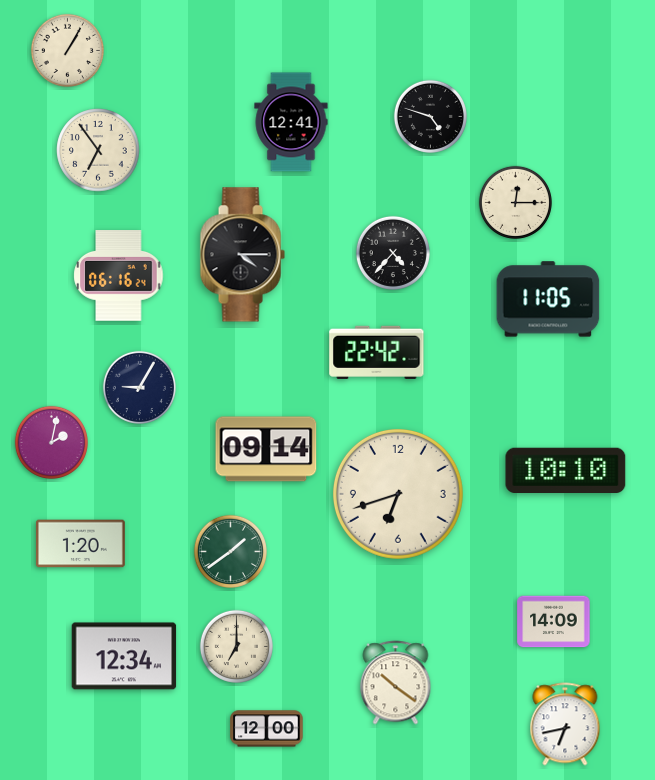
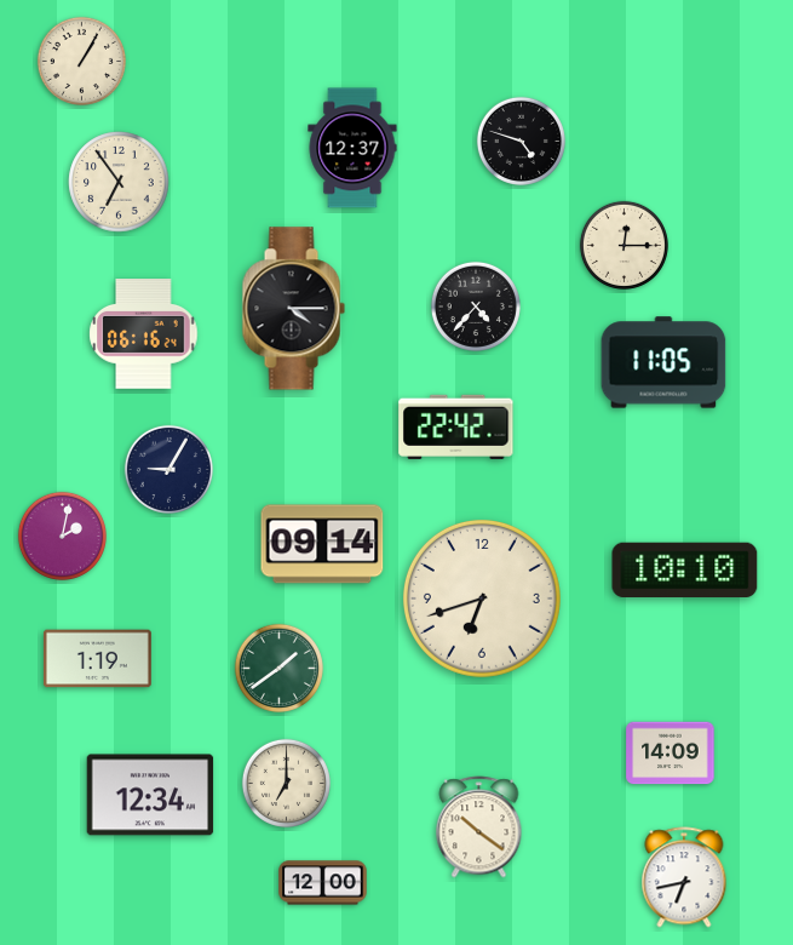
clock at (291, 122): 12:41 -> 12:37
clock at (80, 544): 1:20 -> 1:19
